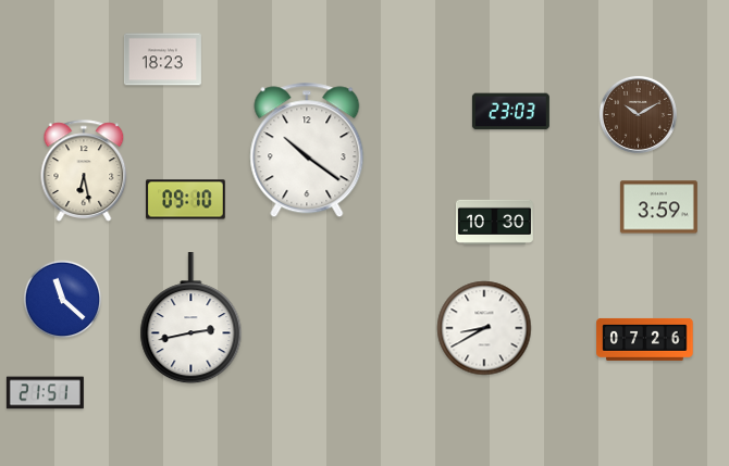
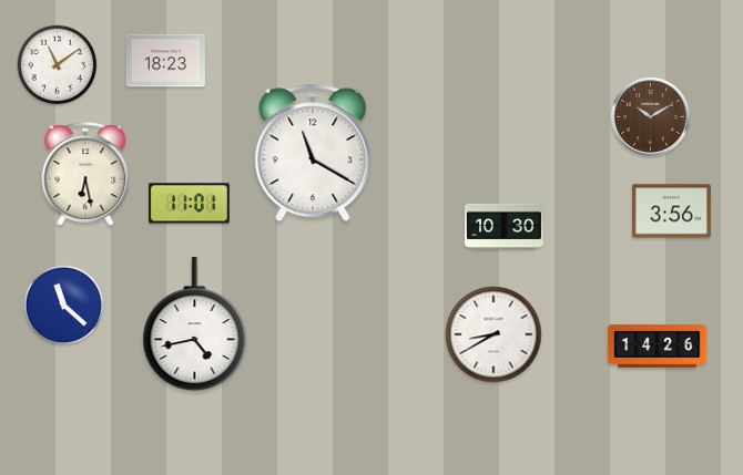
clock at (58, 65): none -> 11:09
clock at (510, 112): 23:03 -> none
clock at (307, 150): 10:21 -> 11:20
clock at (186, 200): 09:10 -> 11:01
clock at (658, 207): 3:59 -> 3:56
clock at (191, 318): 2:43 -> 4:43
clock at (645, 339): 07:26 -> 14:26
clock at (45, 393): 21:51 -> none
